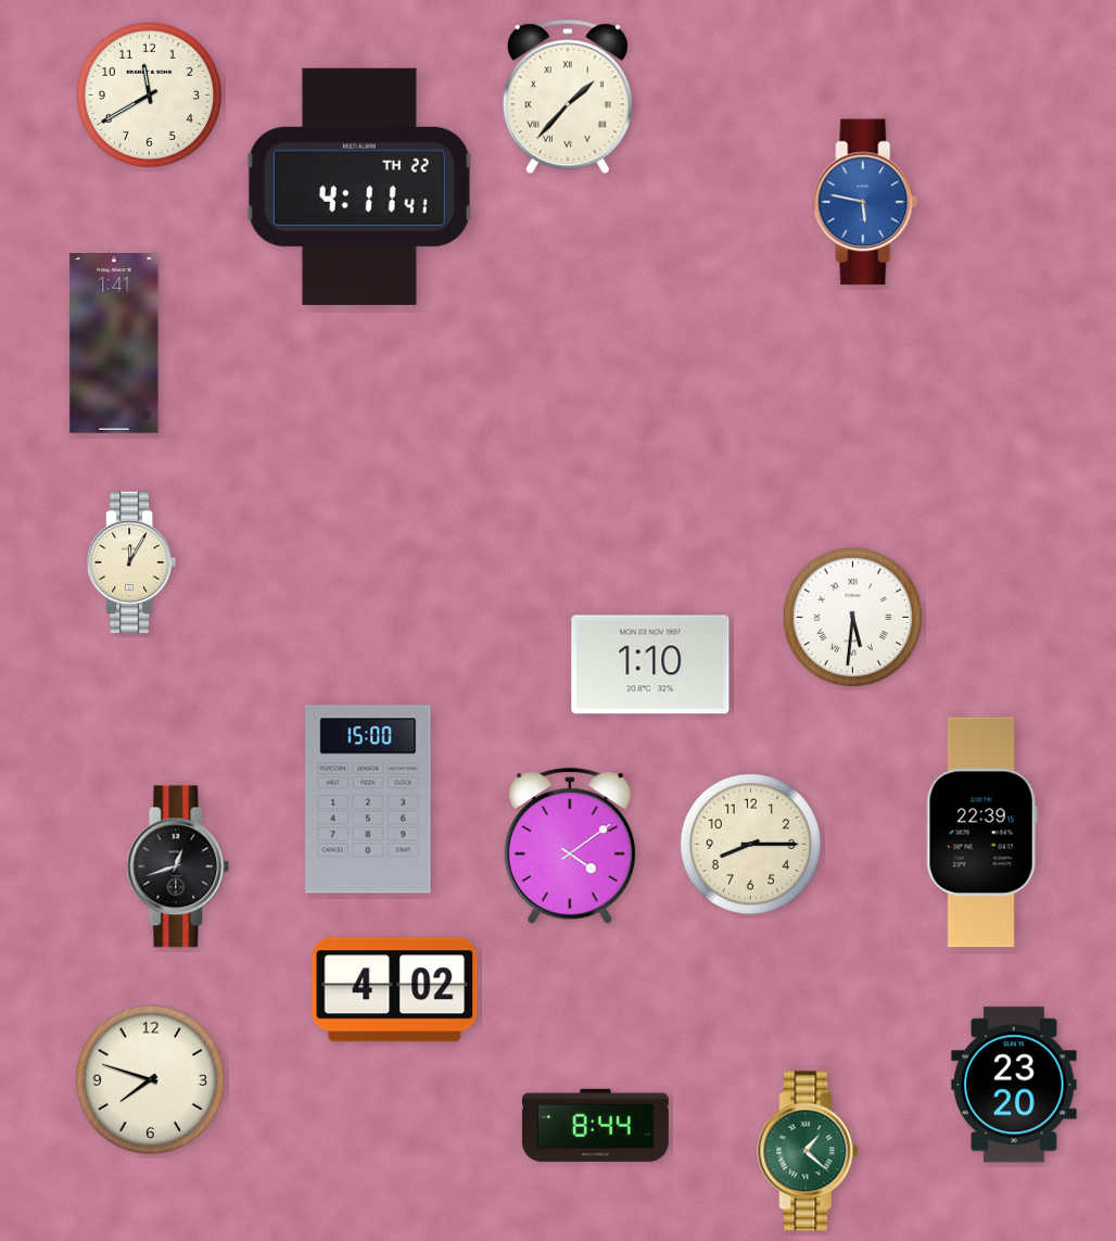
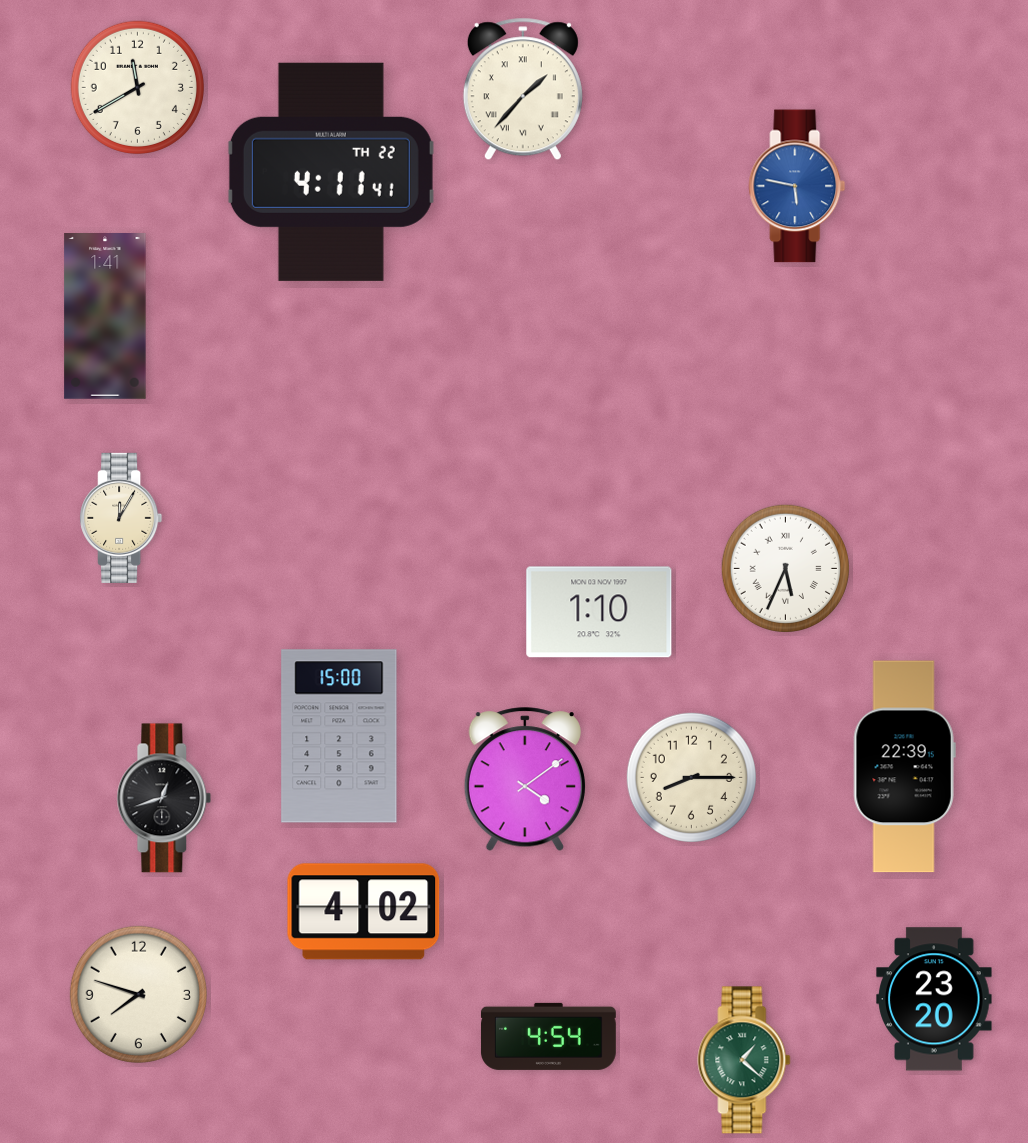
clock at (852, 617): 5:31 -> 5:34
clock at (595, 1125): 8:44 -> 4:54
